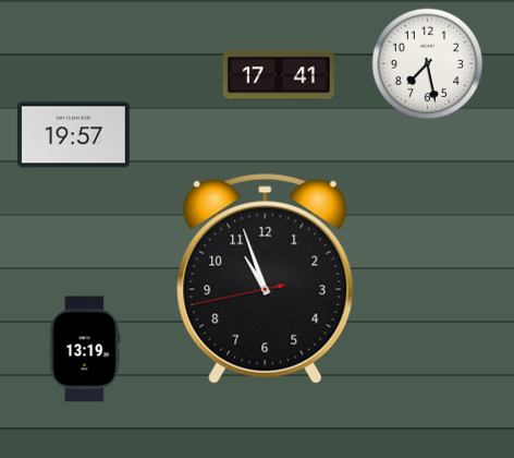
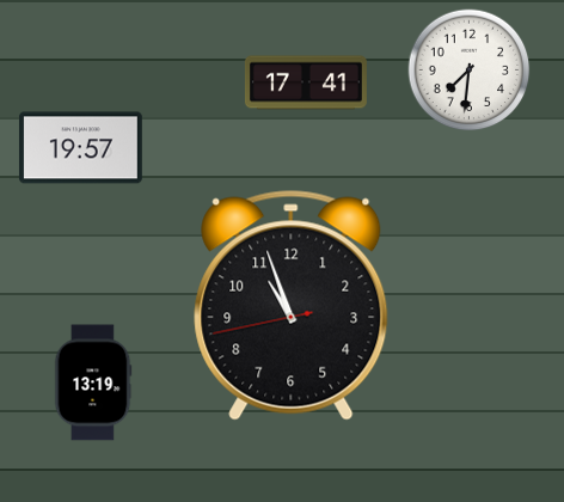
clock at (428, 64): 7:28 -> 7:31
